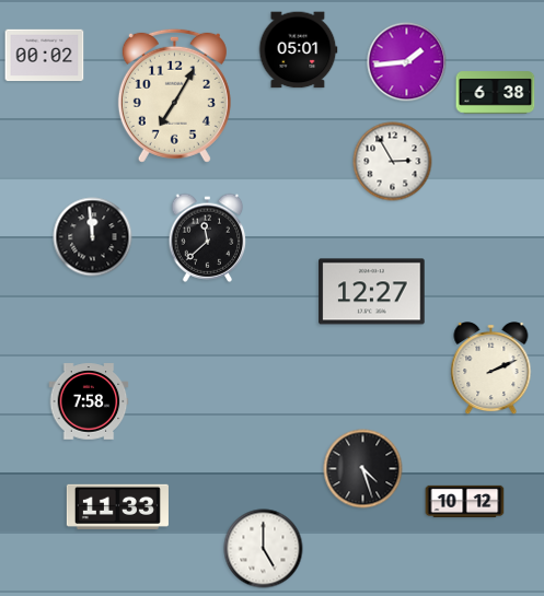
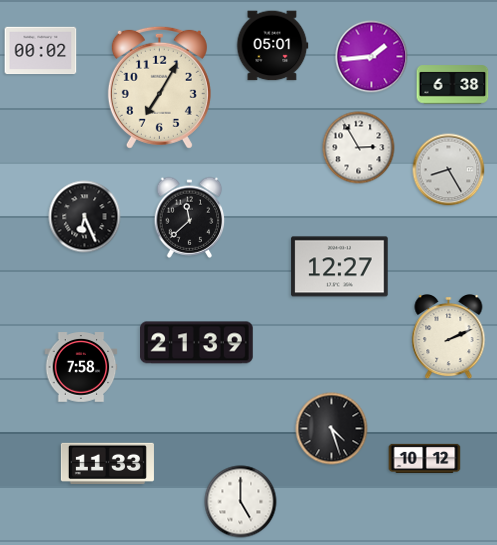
clock at (449, 170): none -> 8:25
clock at (93, 237): 11:59 -> 6:26
clock at (197, 343): none -> 21:39
